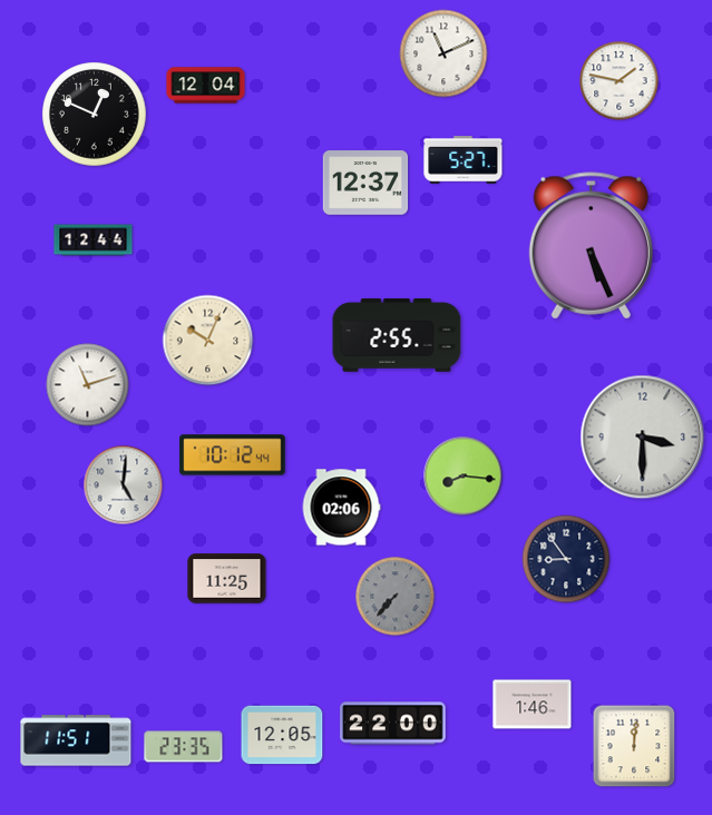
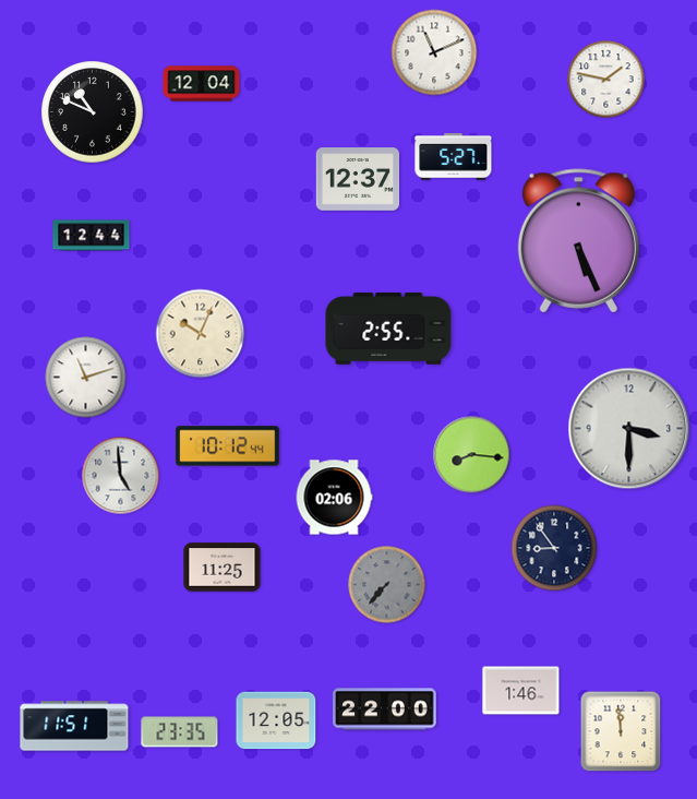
clock at (95, 115): 12:49 -> 10:49
clock at (208, 341) position: (208, 341) -> (201, 334)
clock at (464, 477) position: (464, 477) -> (472, 455)
clock at (124, 485): 5:01 -> 4:59
clock at (634, 746): 12:01 -> 11:59
